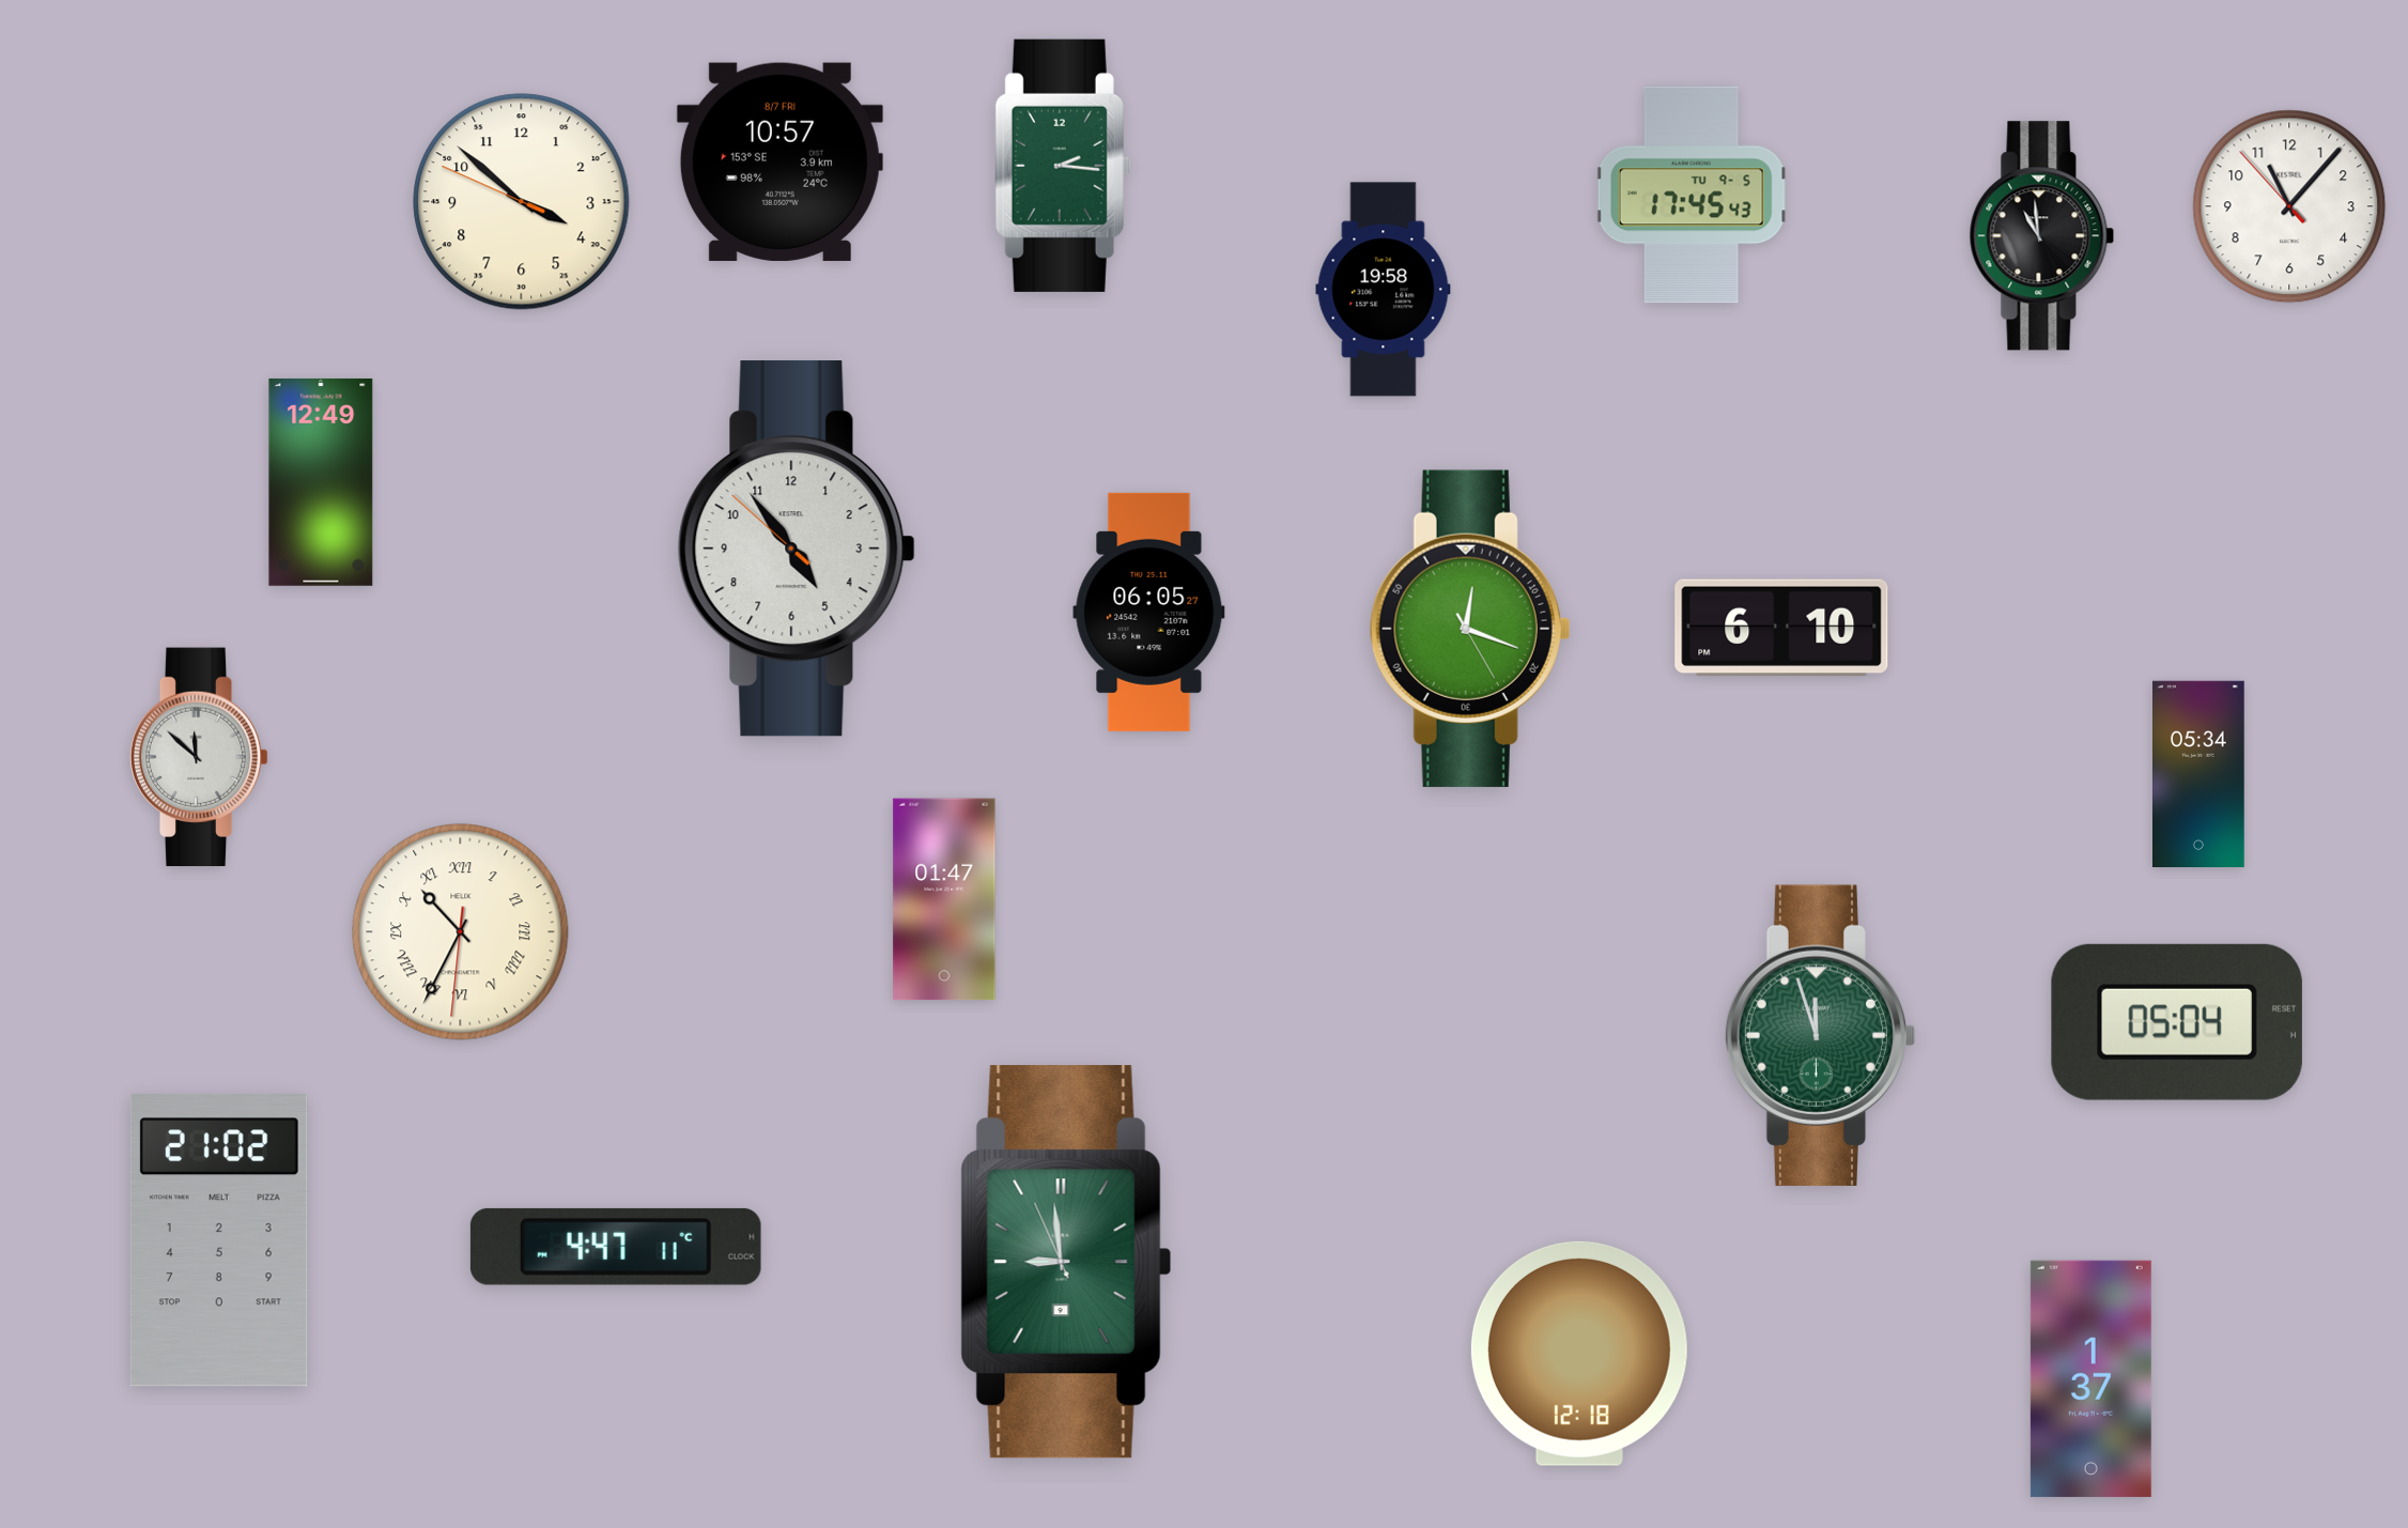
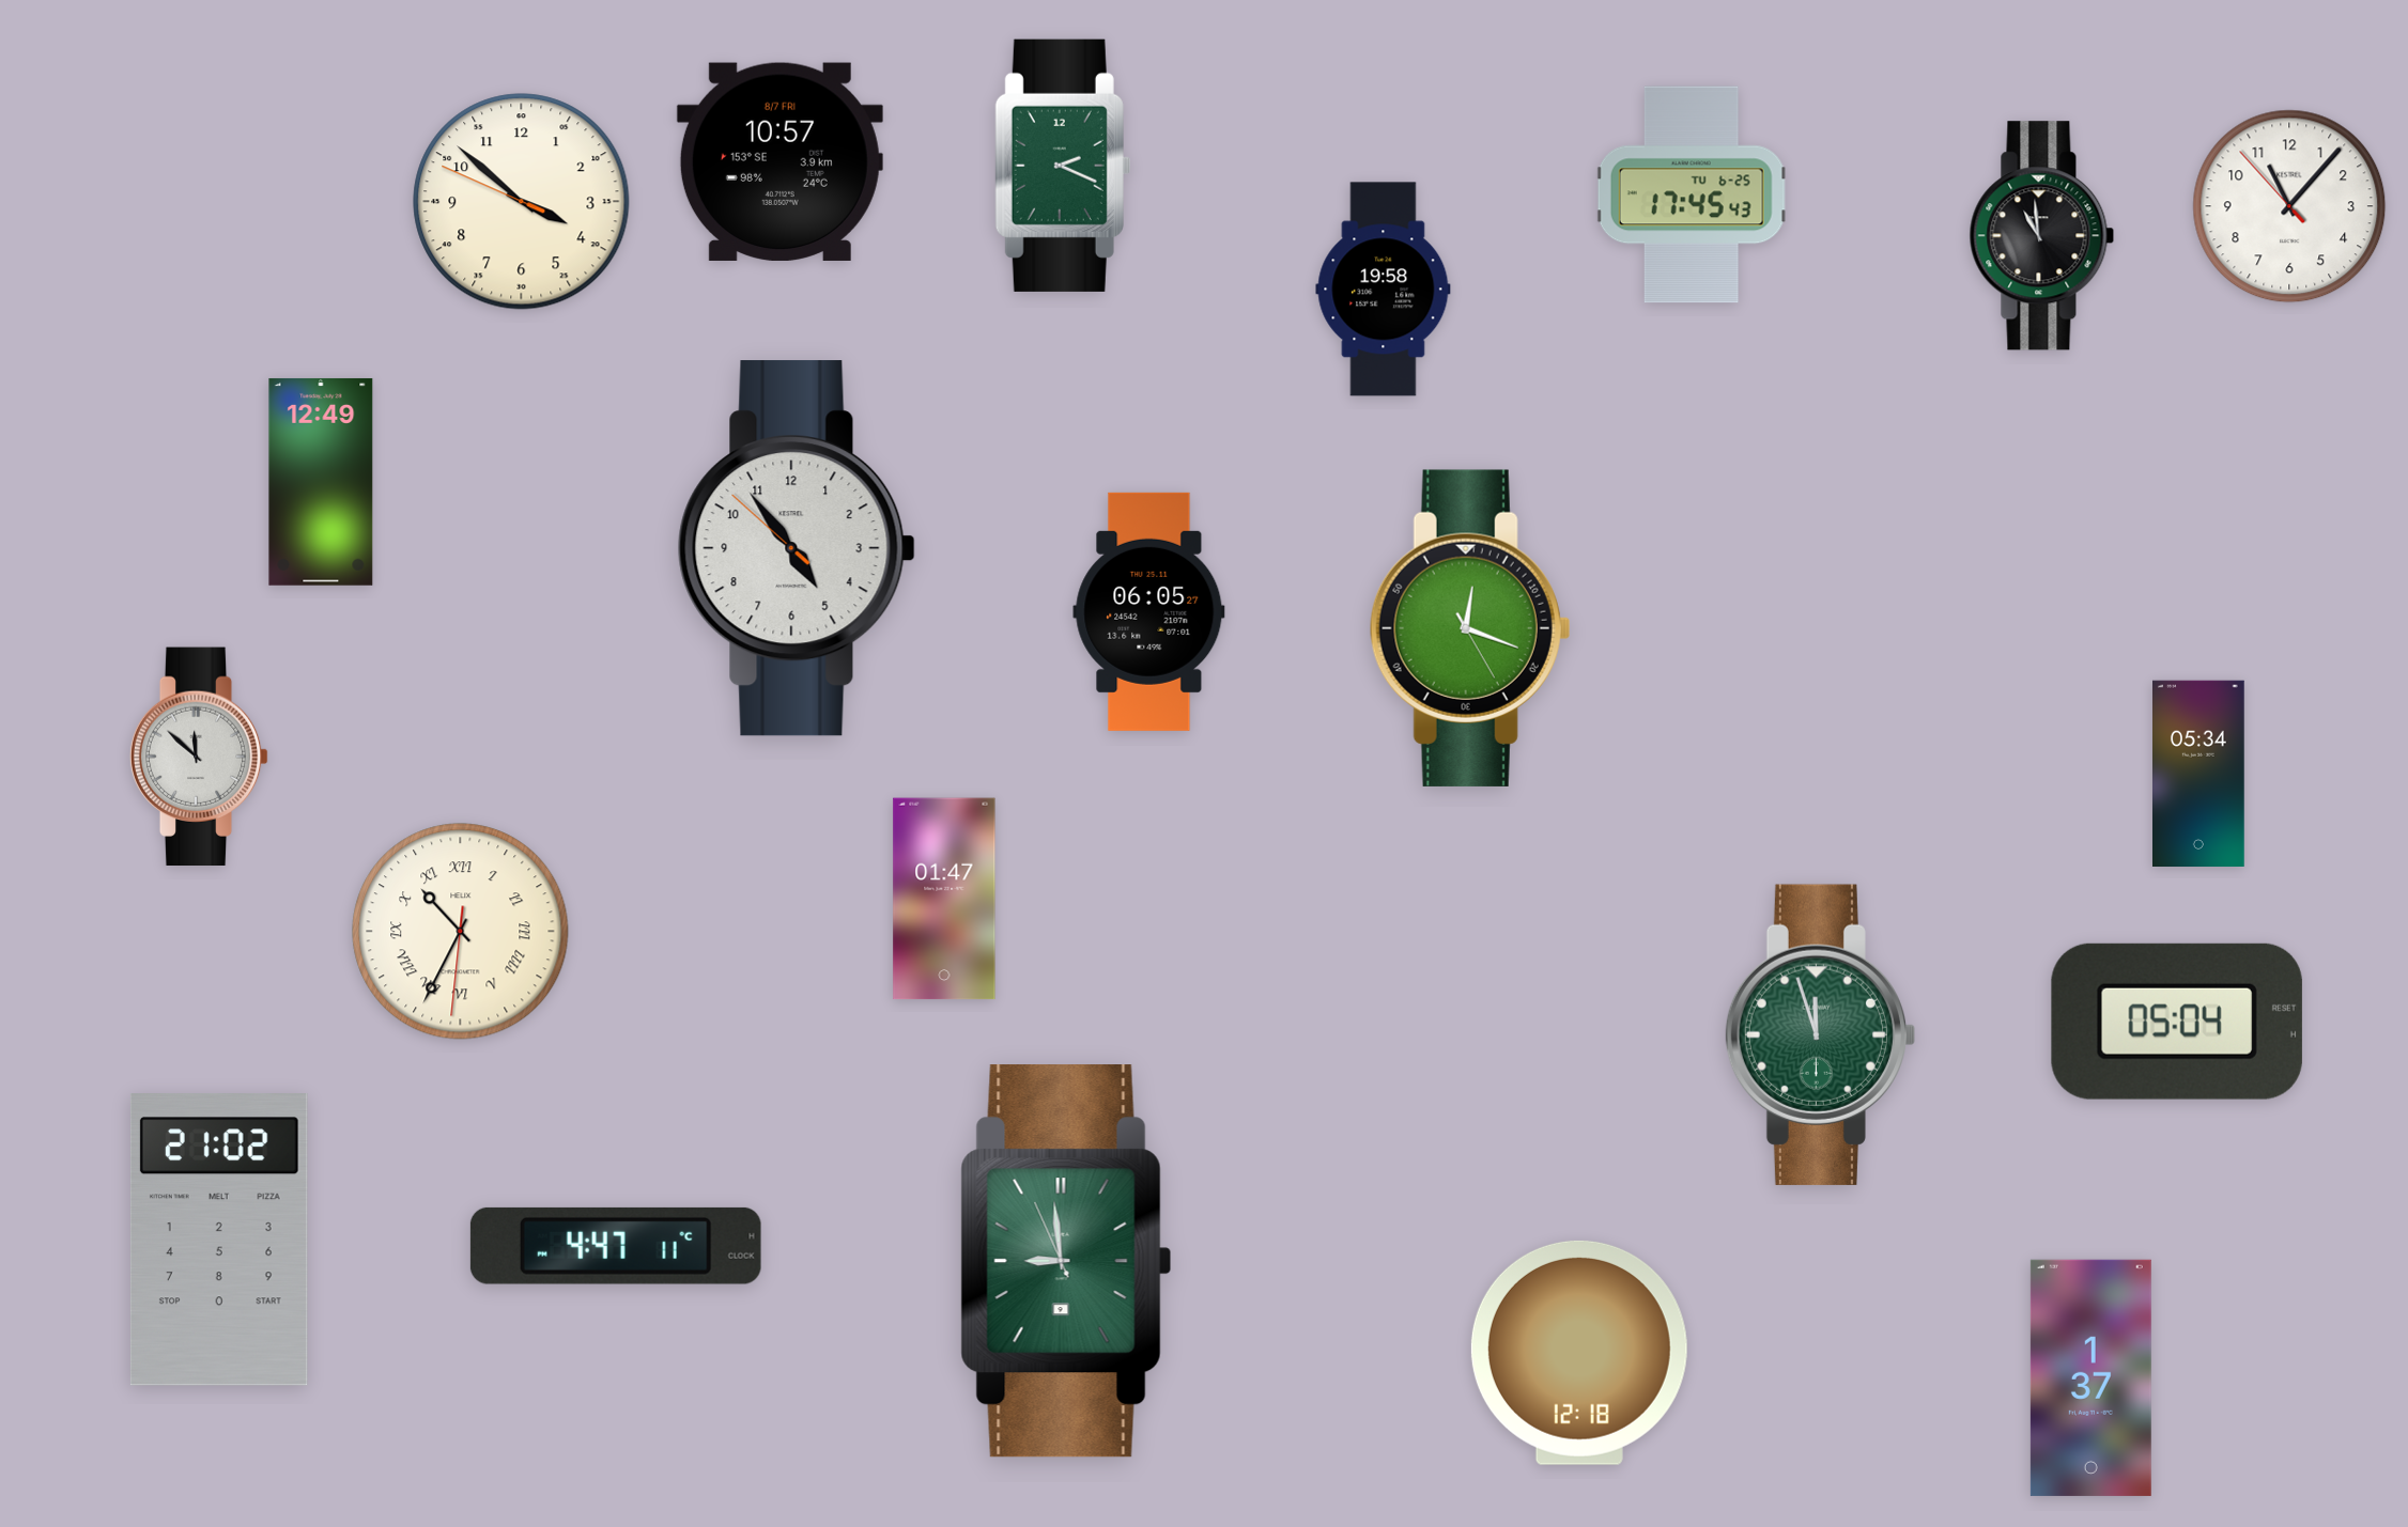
clock at (1063, 166): 2:16 -> 2:19
clock at (1692, 195) date: TU 9-5 -> TU 6-25
clock at (1781, 628): 6:10 -> none
